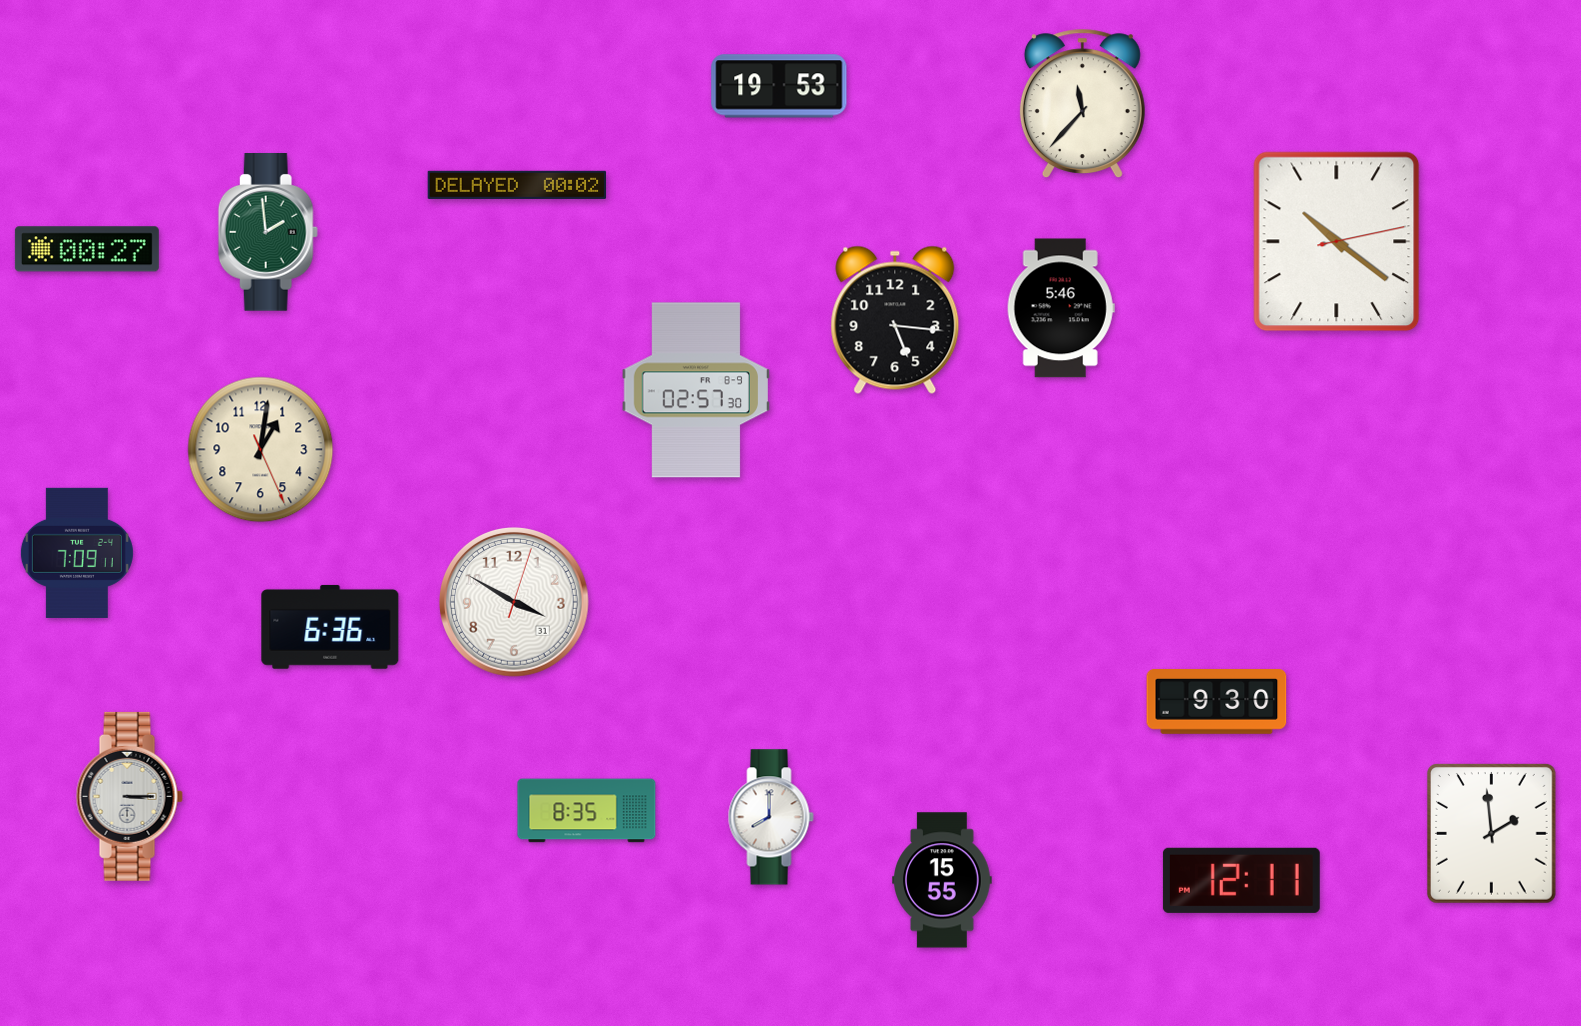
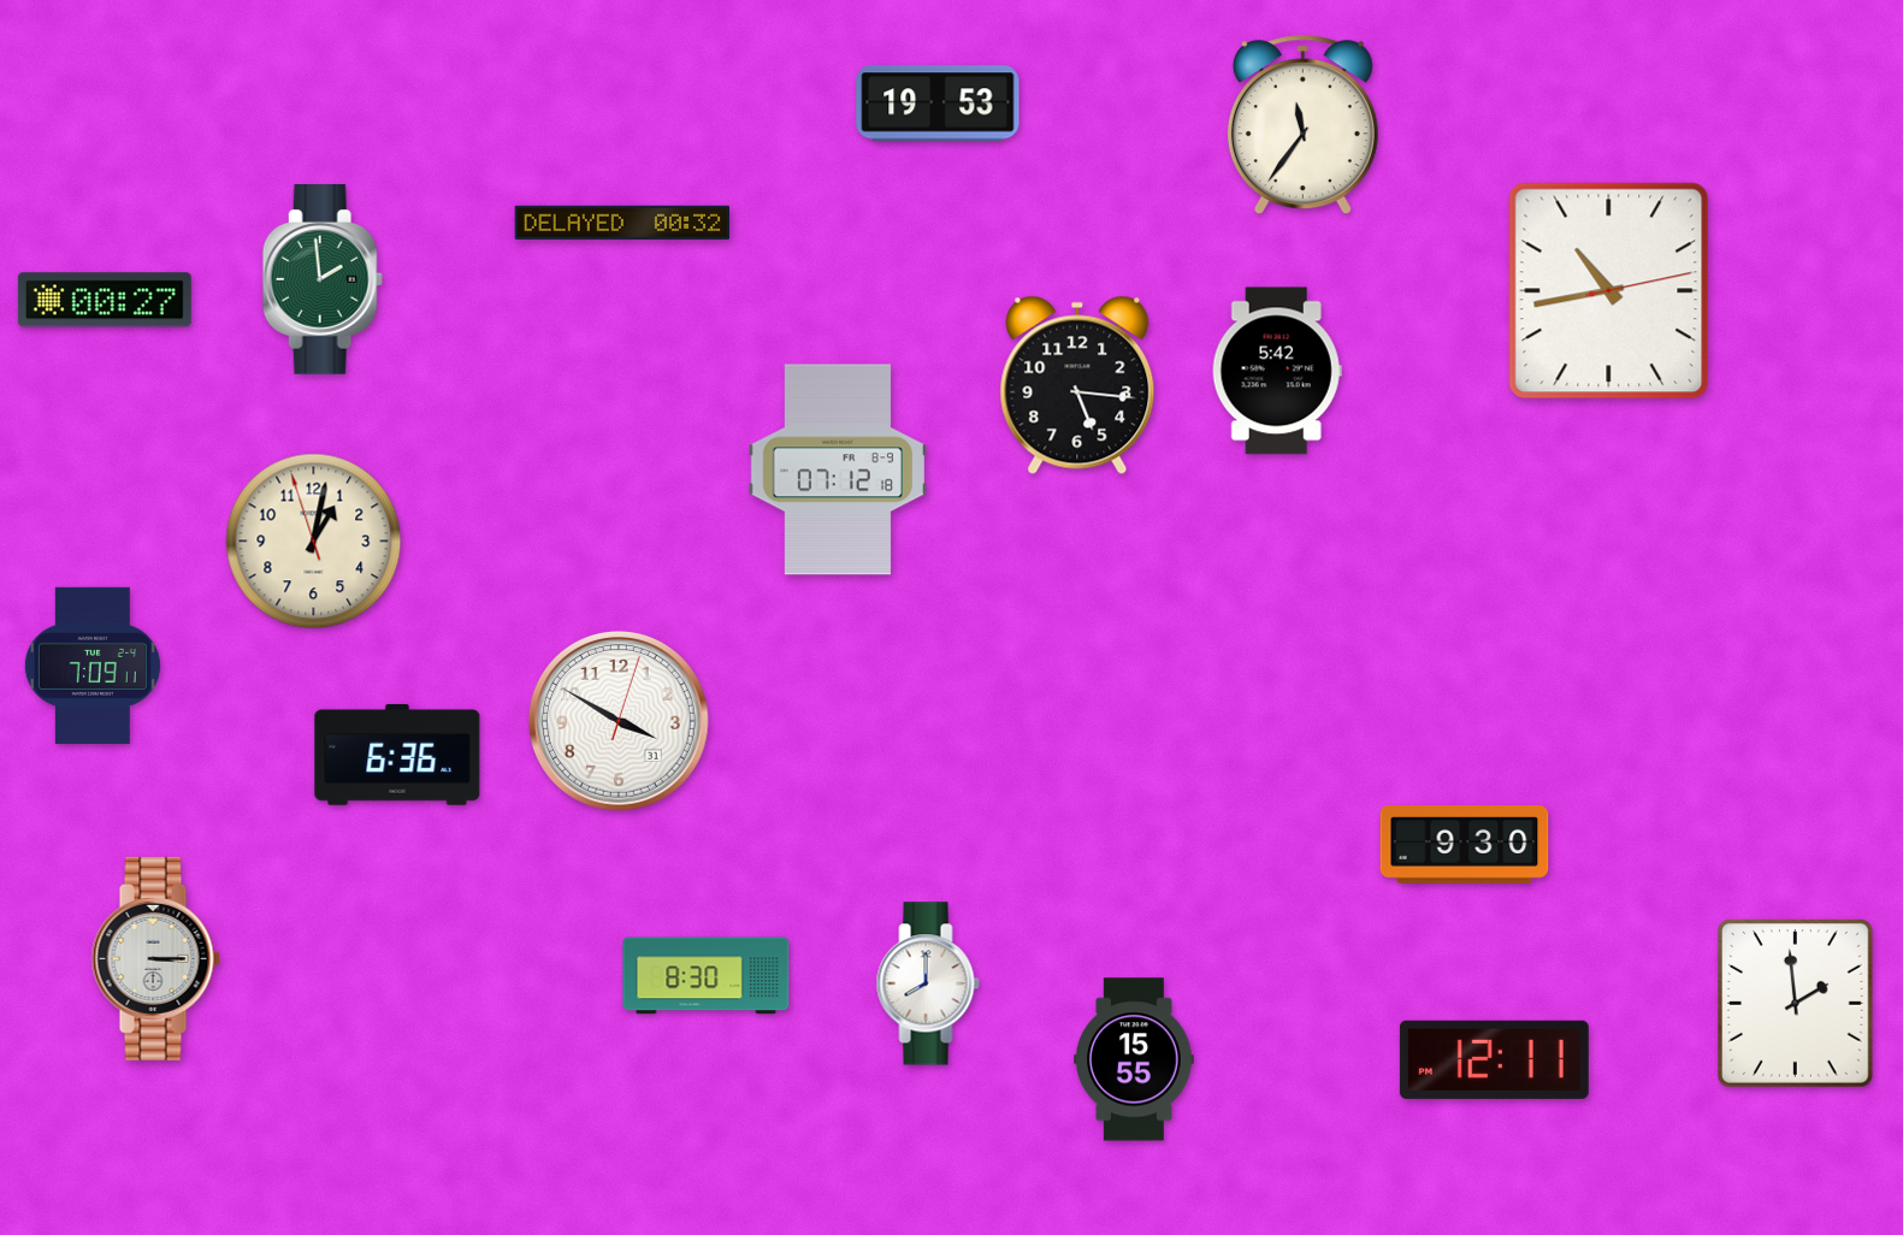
clock at (1082, 104): 11:37 -> 11:36
clock at (517, 185): 00:02 -> 00:32
clock at (1337, 242): 10:21 -> 10:43
clock at (1061, 308): 5:46 -> 5:42
clock at (695, 390): 02:57 -> 07:12
clock at (261, 450): 1:01:26 -> 1:01:57
clock at (515, 603) position: (515, 603) -> (620, 722)
clock at (587, 811): 8:35 -> 8:30
